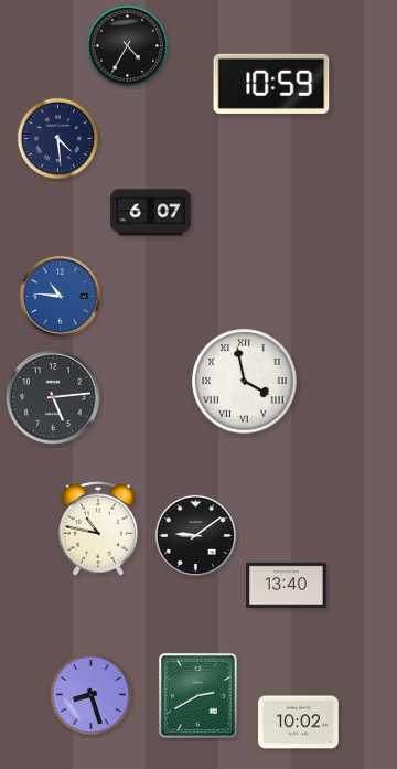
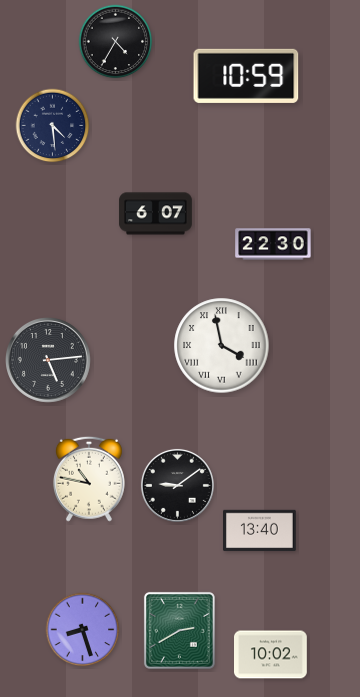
clock at (151, 213) position: (151, 213) -> (156, 214)
clock at (273, 244): none -> 22:30
clock at (60, 296): 10:46 -> none
